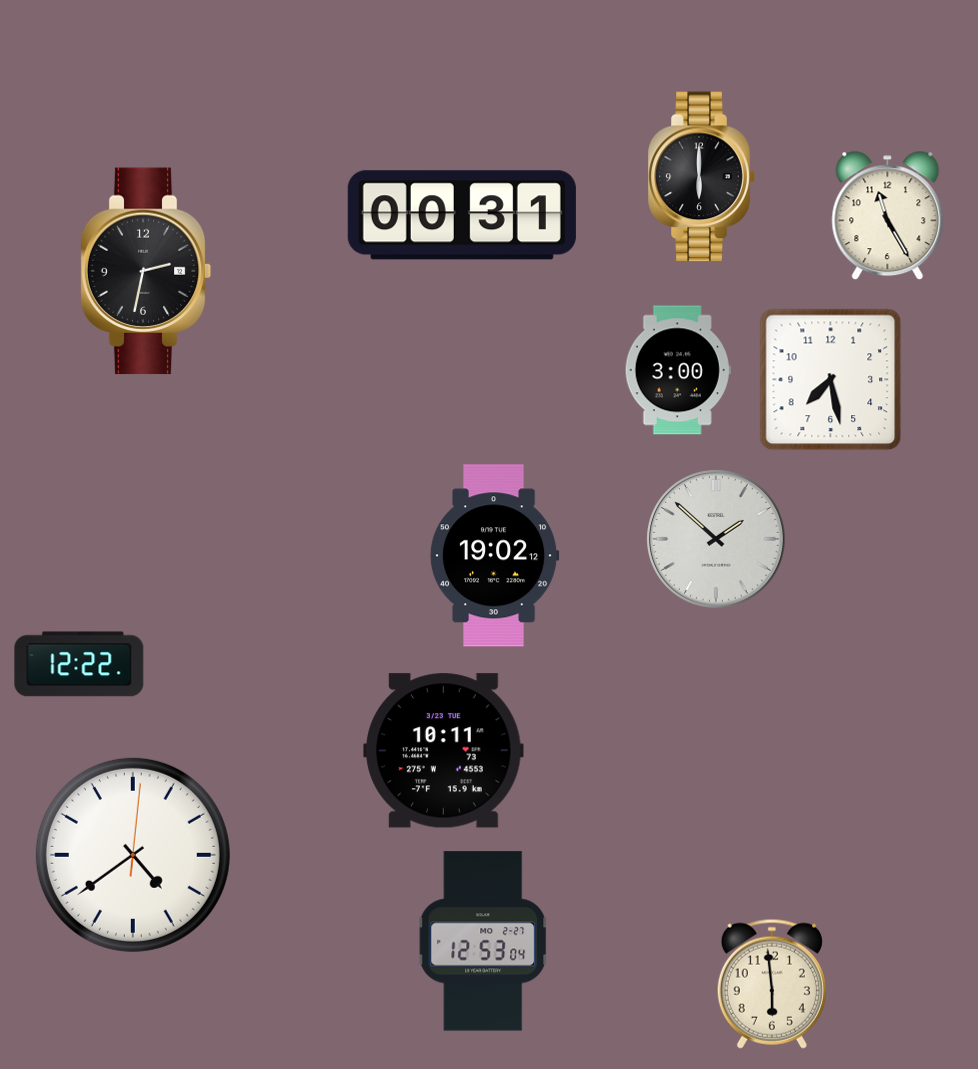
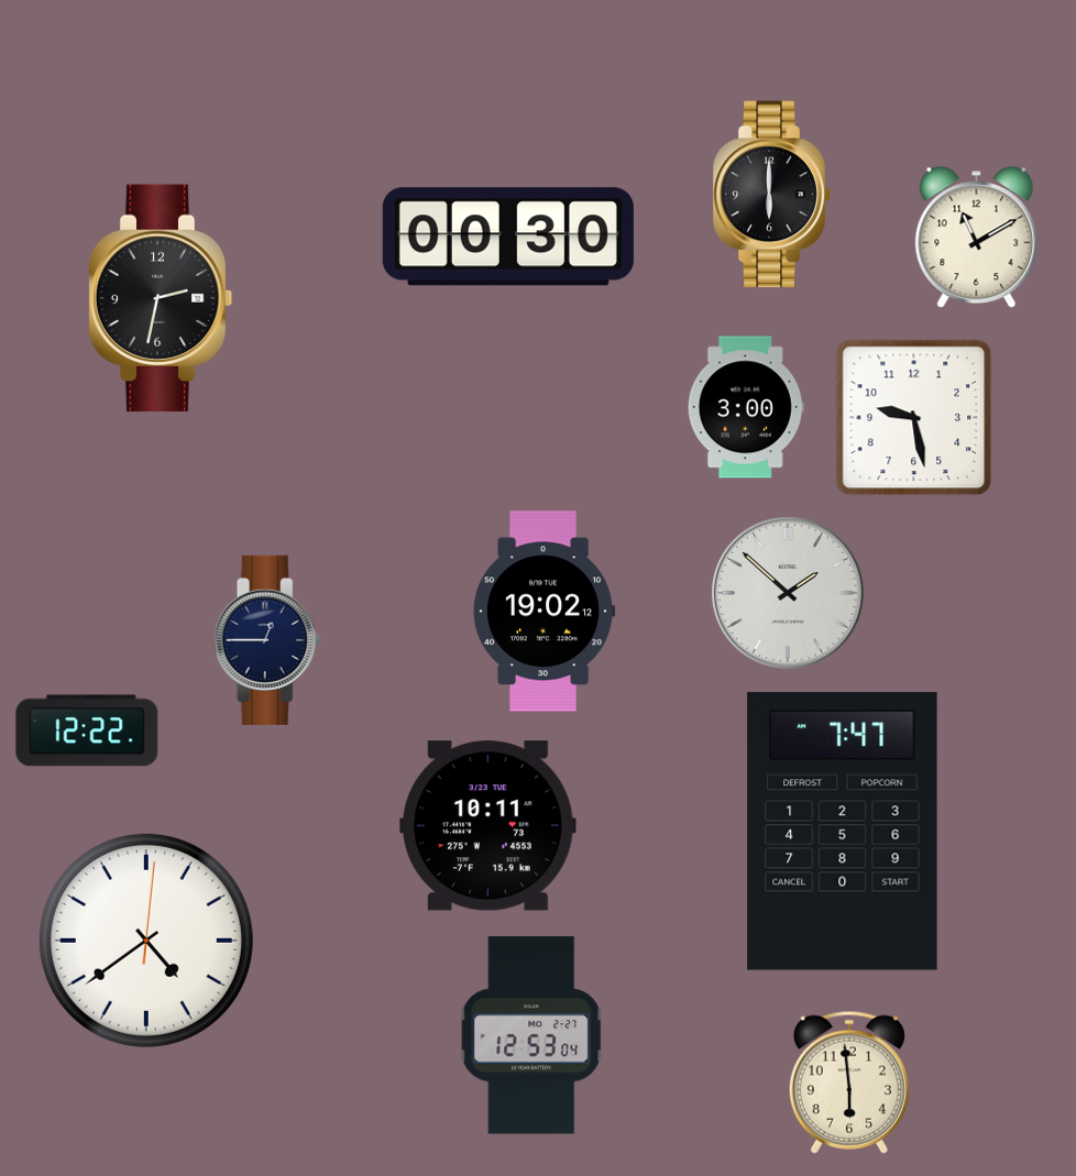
clock at (462, 215): 00:31 -> 00:30
clock at (888, 216): 11:25 -> 11:10
clock at (831, 380): 7:28 -> 9:28
clock at (267, 640): none -> 12:45
clock at (843, 832): none -> 7:47
